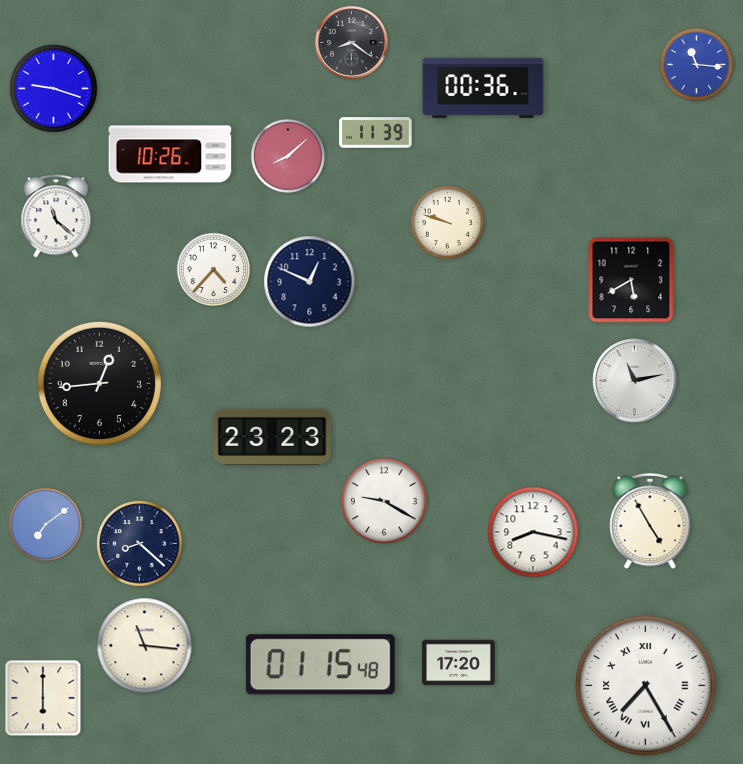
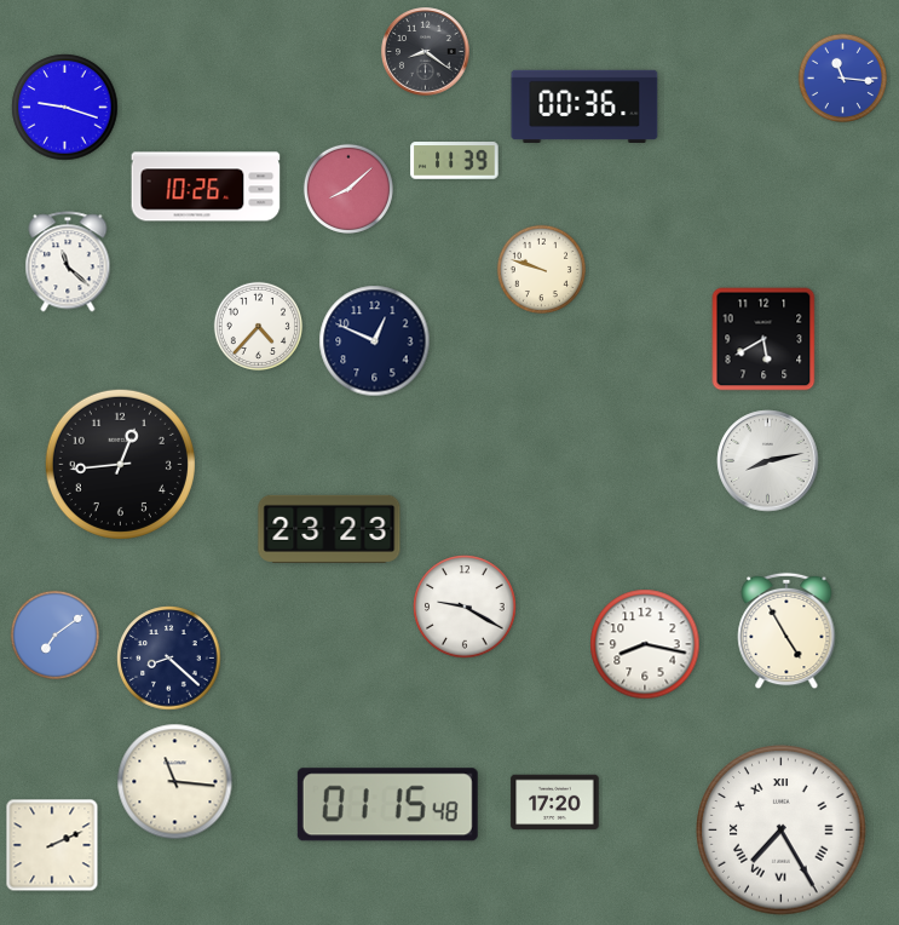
clock at (635, 381): 11:13 -> 8:13
clock at (43, 698): 6:00 -> 2:11
